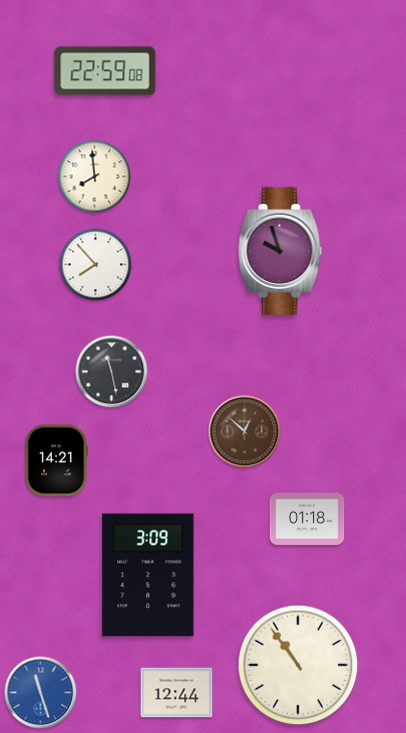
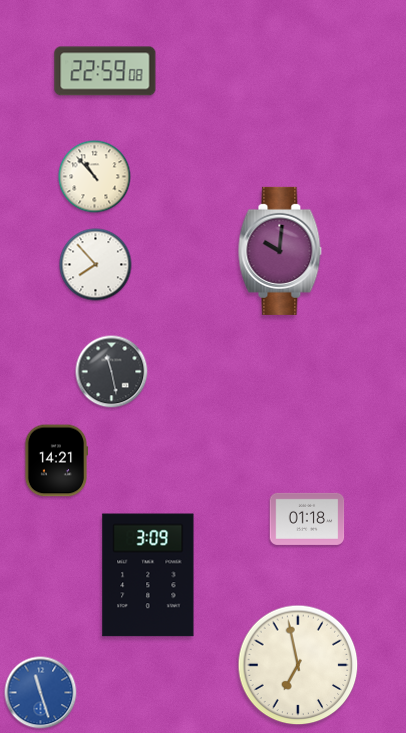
clock at (95, 177): 7:59 -> 10:53
clock at (280, 251): 9:57 -> 10:01
clock at (245, 432): 12:52 -> none
clock at (298, 665): 10:54 -> 6:58
clock at (177, 693): 12:44 -> none
